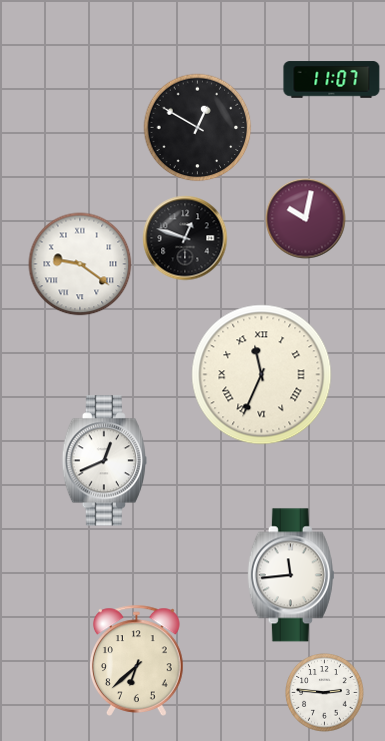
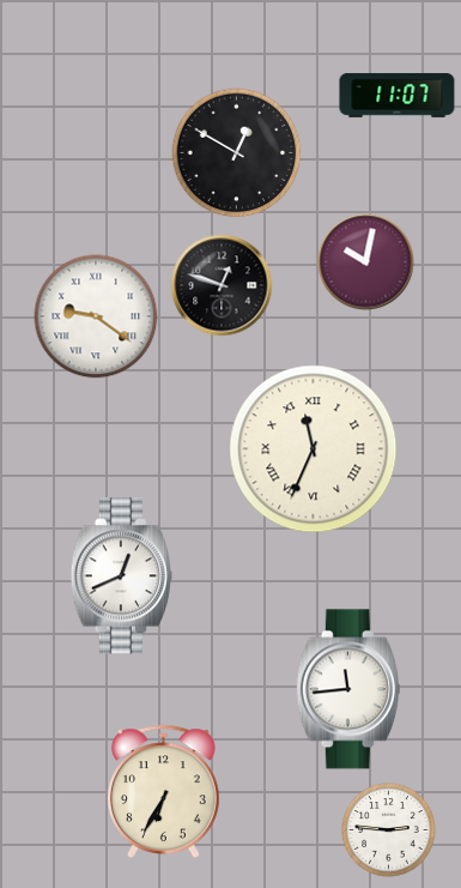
clock at (104, 461) position: (104, 461) -> (121, 576)
clock at (137, 660): 6:38 -> 6:35
